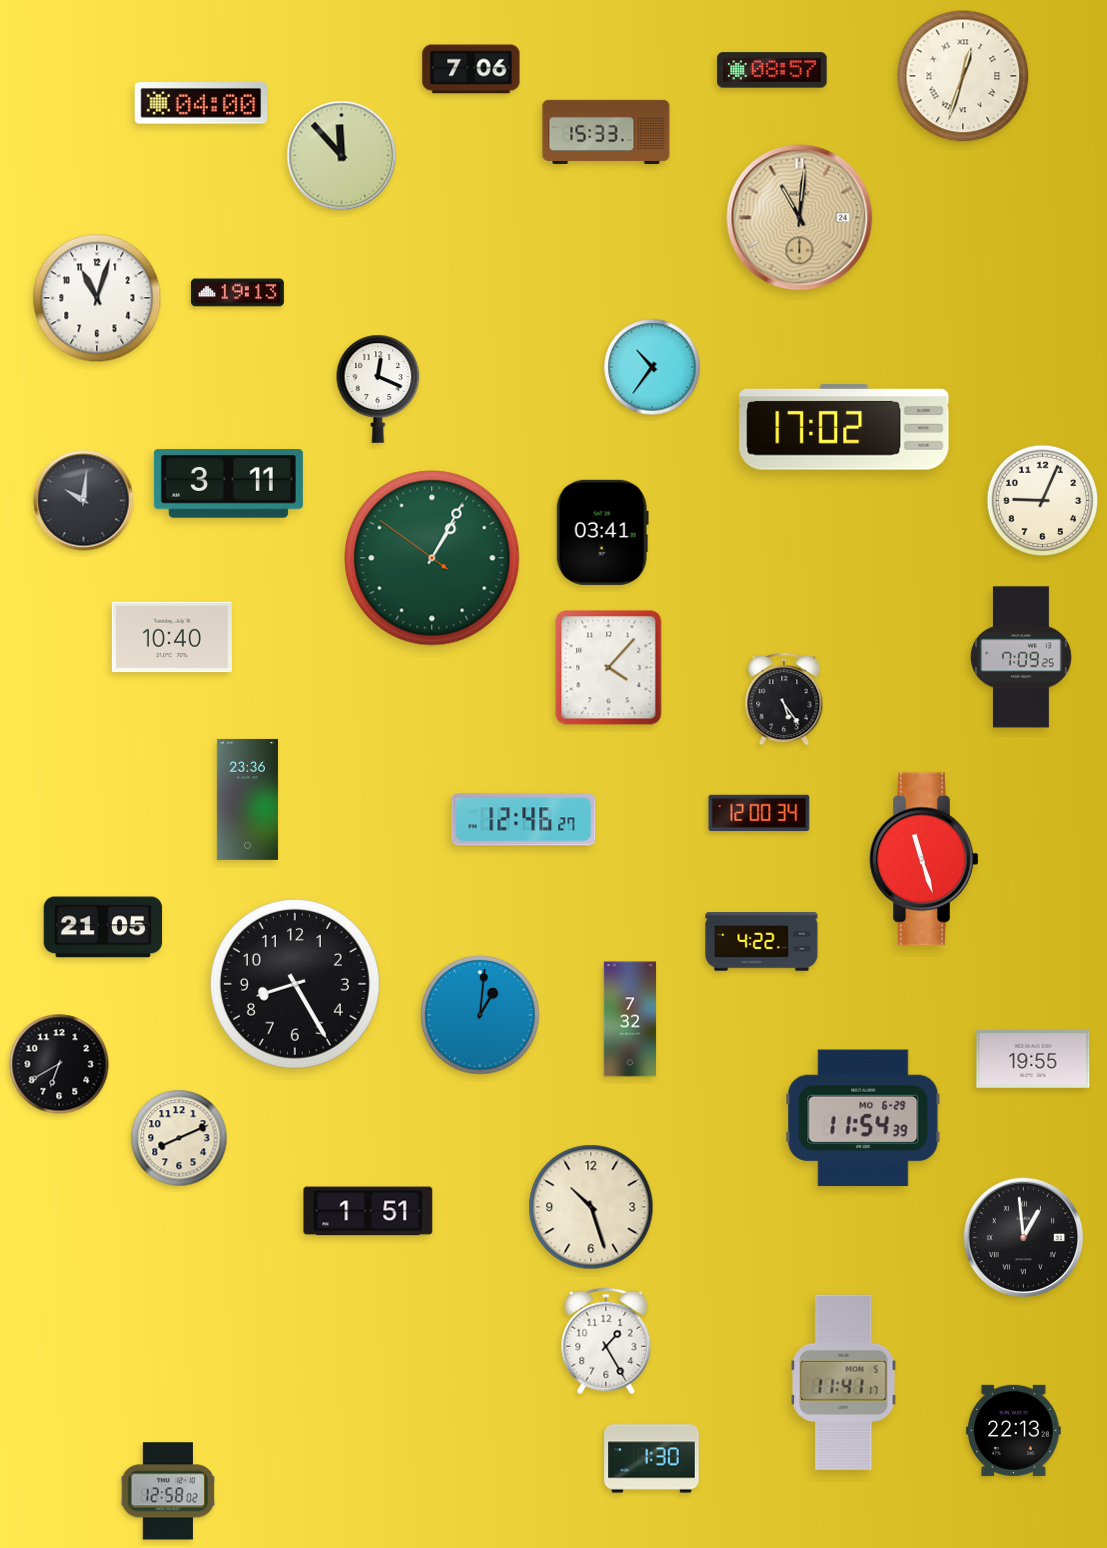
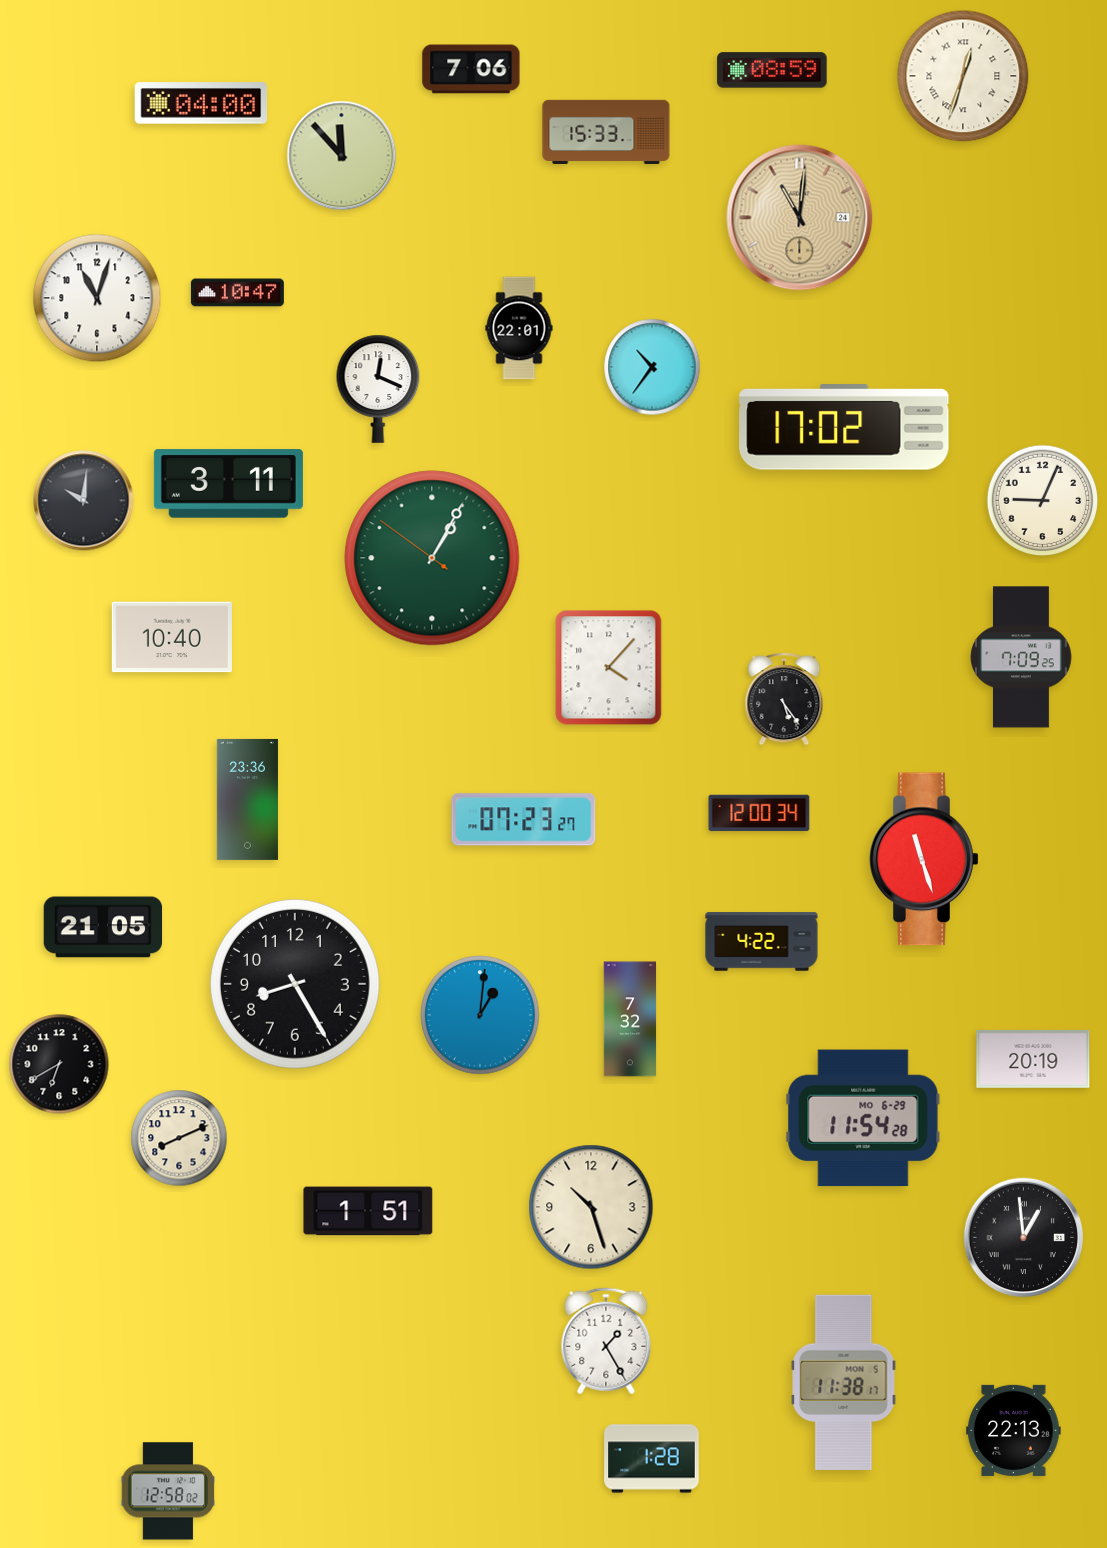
clock at (772, 70): 08:57 -> 08:59
clock at (237, 293): 19:13 -> 10:47
clock at (519, 328): none -> 22:01
clock at (602, 532): 03:41 -> none
clock at (524, 820): 12:46 -> 07:23
clock at (1033, 1059): 19:55 -> 20:19
clock at (863, 1118): 11:54:39 -> 11:54:28
clock at (844, 1382): 11:41 -> 11:38
clock at (652, 1459): 1:30 -> 1:28
